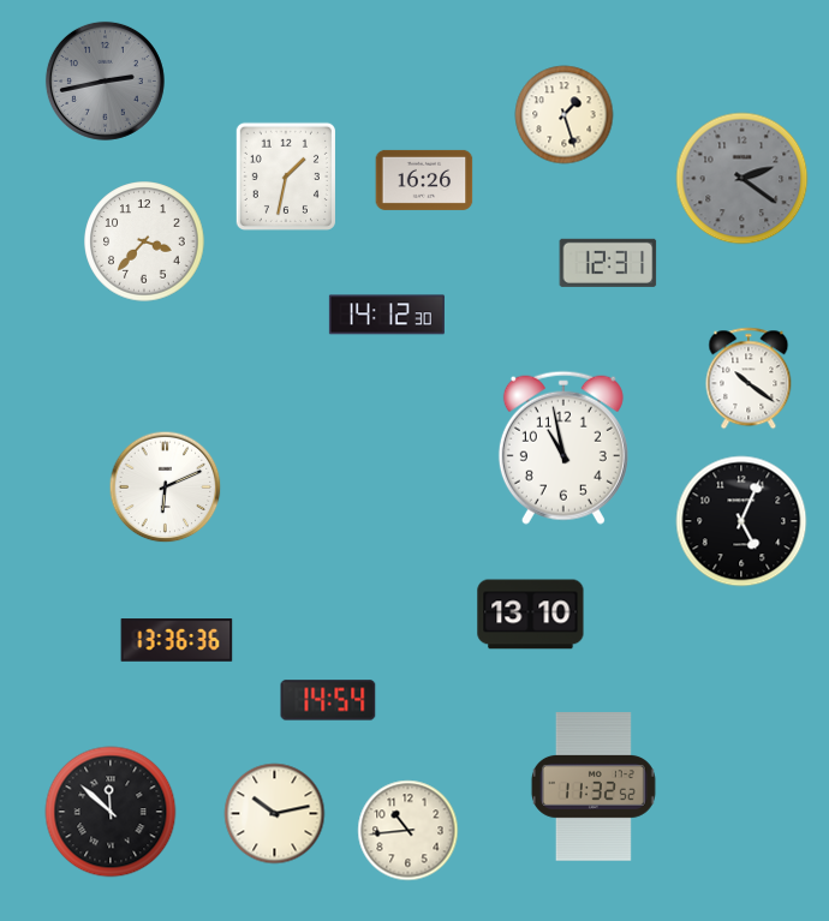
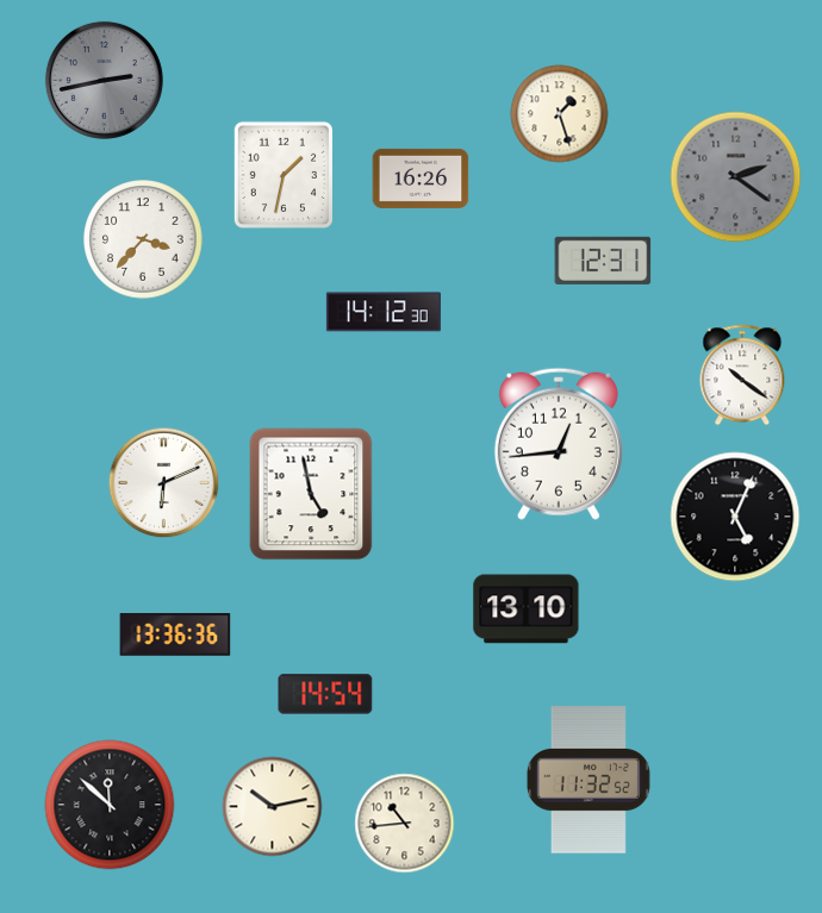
clock at (563, 448): 10:58 -> 12:44
clock at (311, 494): none -> 4:58
